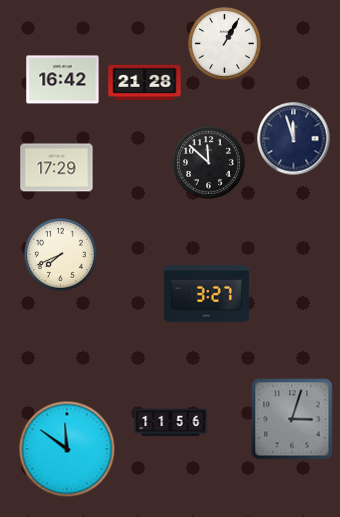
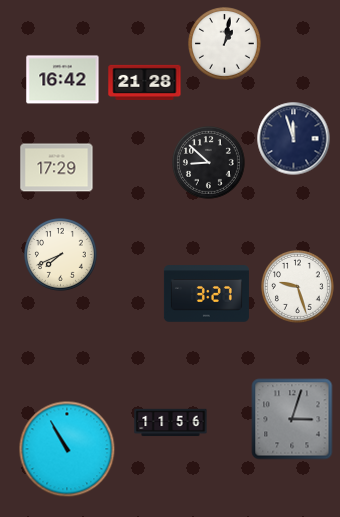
clock at (225, 44): 1:05 -> 1:02
clock at (209, 163): 11:52 -> 8:52
clock at (298, 287): none -> 9:27
clock at (67, 449): 11:51 -> 10:55
